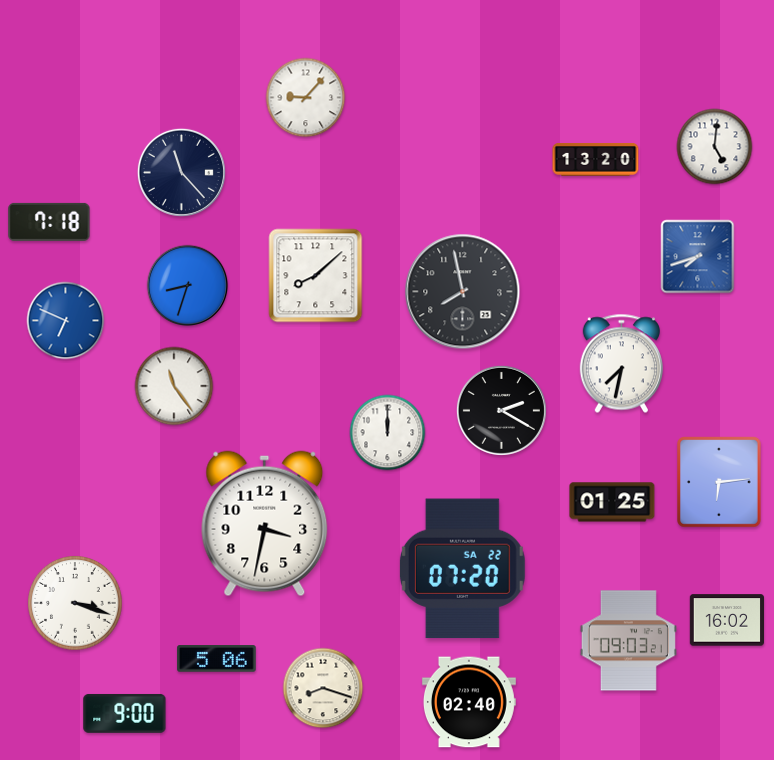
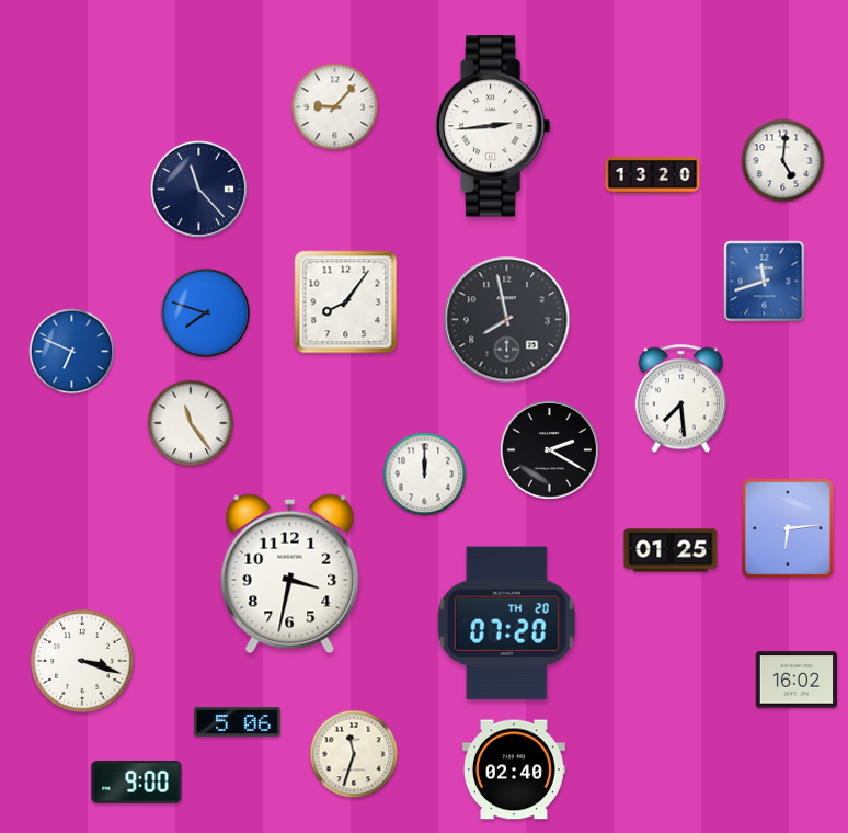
clock at (493, 126): none -> 2:44
clock at (49, 222): 7:18 -> none
clock at (698, 257): 7:42 -> 11:42
clock at (316, 276): 8:08 -> 8:06
clock at (188, 286): 8:33 -> 7:48
clock at (621, 364): 7:32 -> 7:29
clock at (462, 569) date: SA 22 -> TH 20
clock at (628, 641): 09:03 -> none
clock at (323, 688): 8:18 -> 11:33
